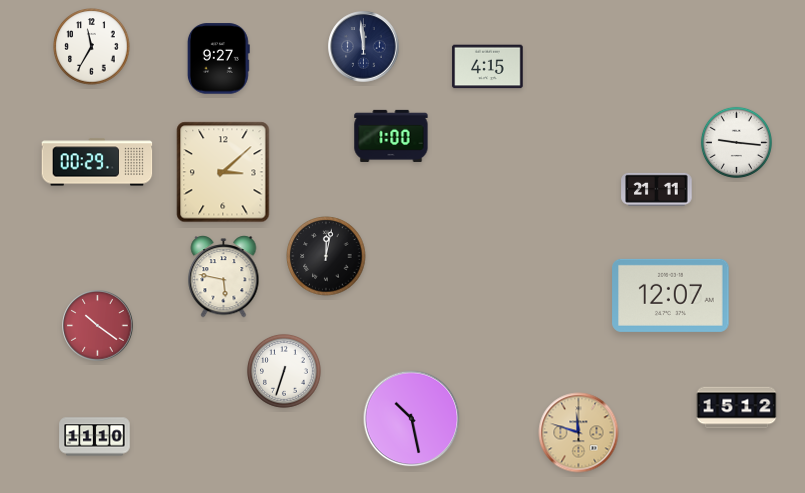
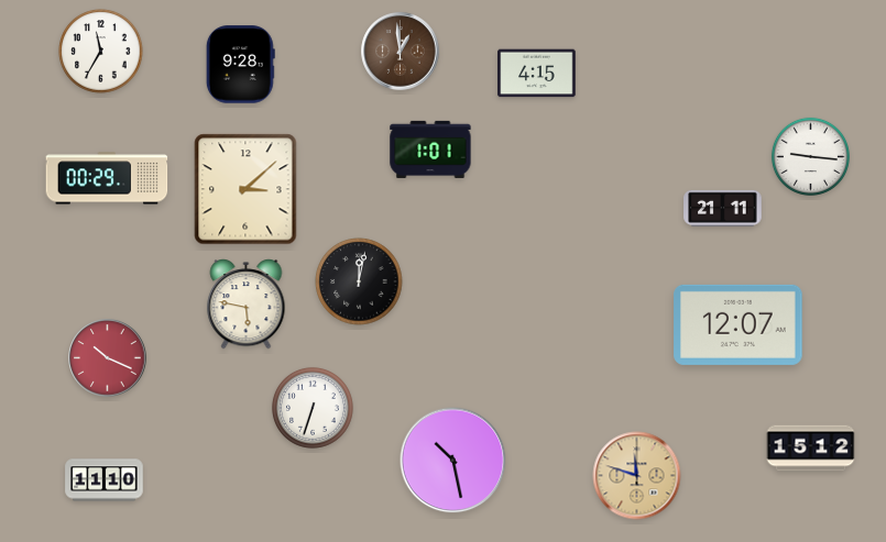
clock at (364, 47): 11:59 -> 12:59
clock at (364, 47) dial: navy -> brown
clock at (218, 59): 9:27 -> 9:28
clock at (391, 136): 1:00 -> 1:01
clock at (98, 326): 10:21 -> 10:19
